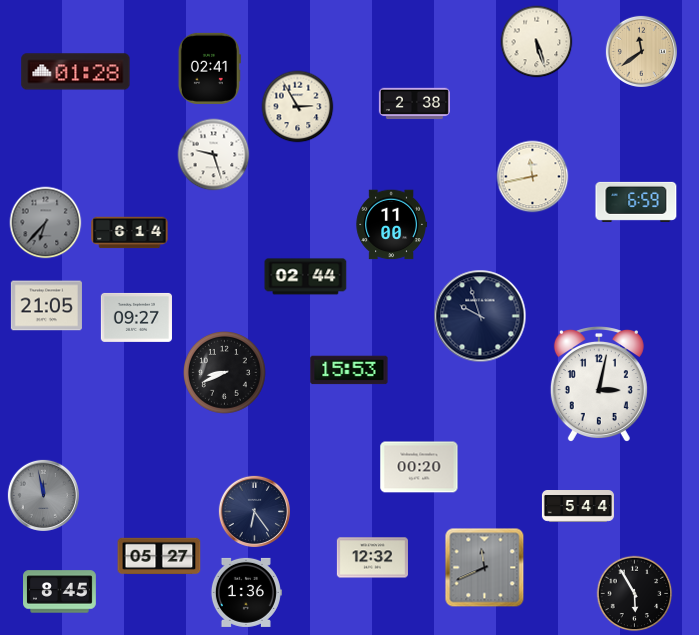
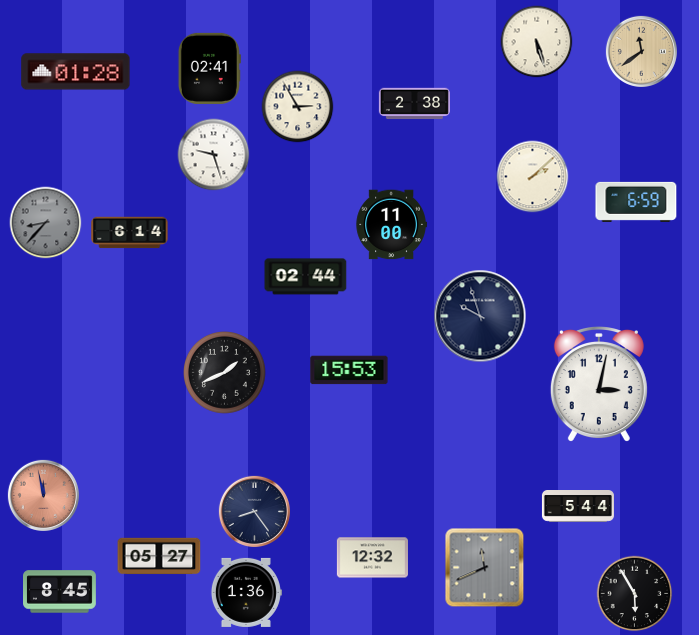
clock at (533, 177): 11:43 -> 2:08
clock at (46, 223): 6:37 -> 8:37
clock at (46, 306): 21:05 -> none
clock at (136, 317): 09:27 -> none
clock at (225, 373): 8:41 -> 1:41
clock at (419, 467): 00:20 -> none
clock at (43, 495) dial: grey -> salmon
clock at (254, 511): 6:24 -> 8:24
